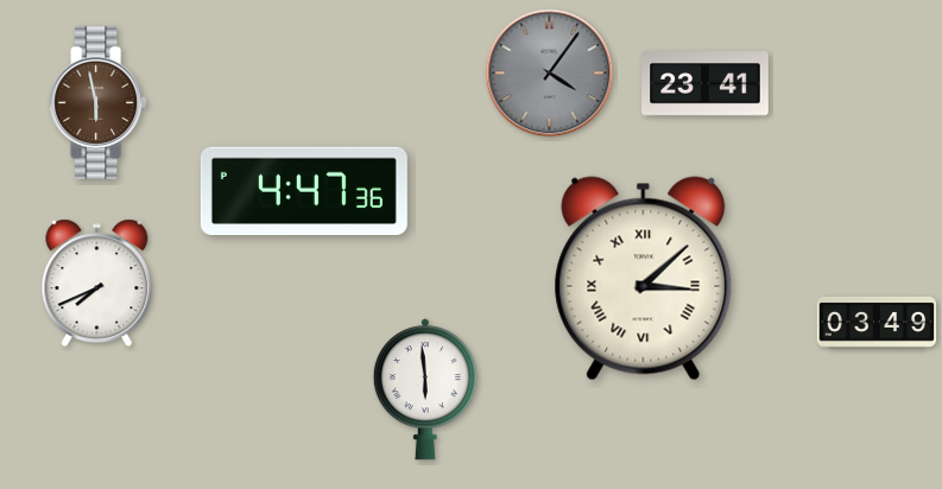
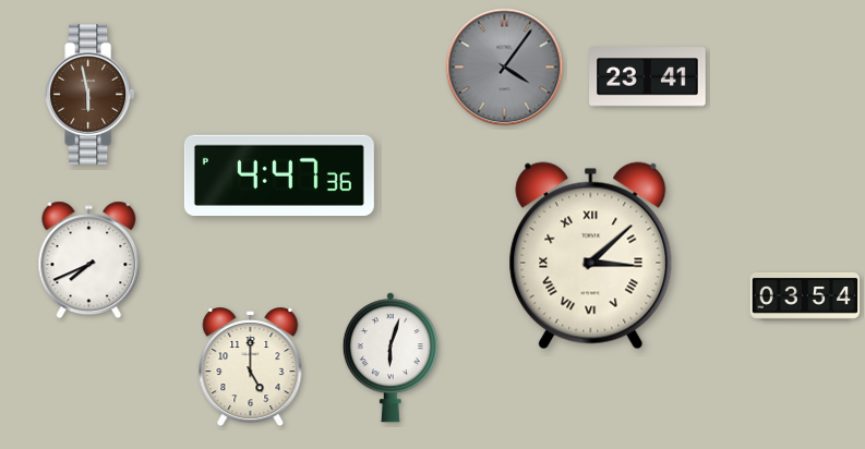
clock at (877, 323): 03:49 -> 03:54
clock at (425, 389): 5:59 -> 6:03
clock at (251, 368): none -> 5:00
